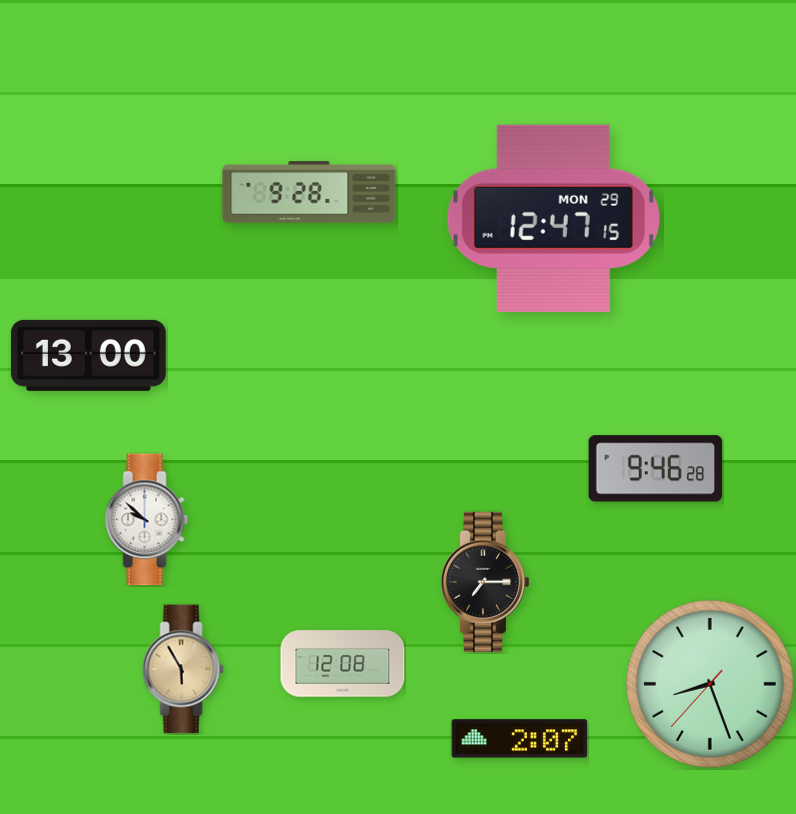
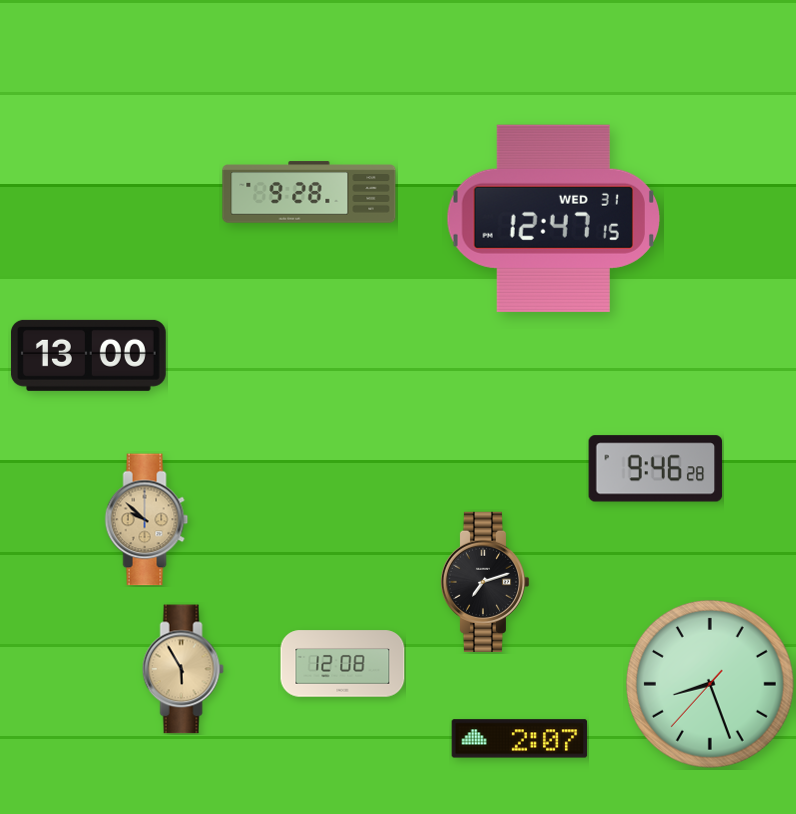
clock at (553, 218) date: MON 29 -> WED 31
clock at (147, 520) dial: white -> champagne
clock at (485, 582): 7:15 -> 7:12
